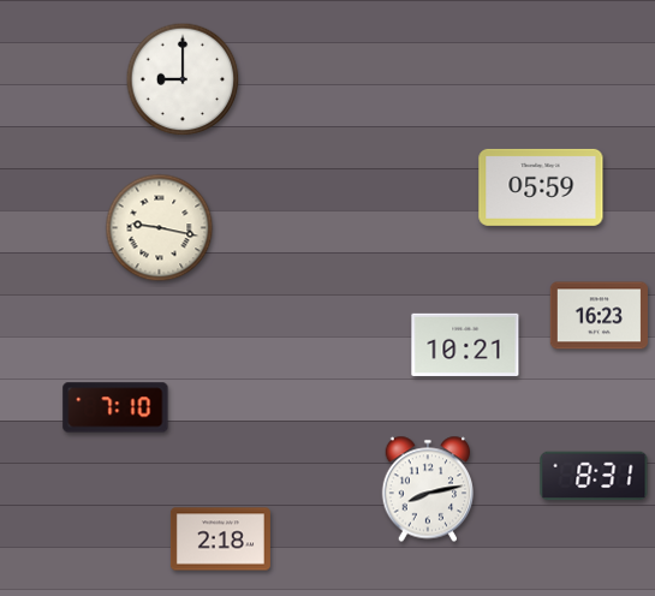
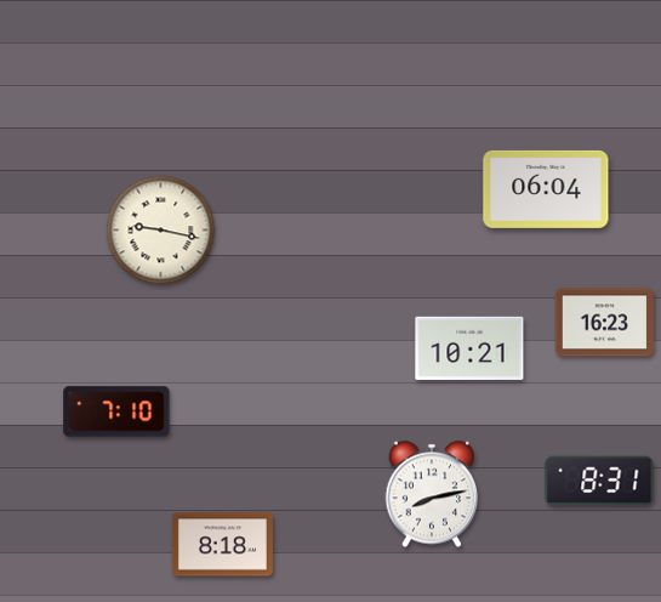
clock at (183, 79): 9:00 -> none
clock at (541, 187): 05:59 -> 06:04
clock at (599, 316) position: (599, 316) -> (604, 323)
clock at (220, 540): 2:18 -> 8:18
